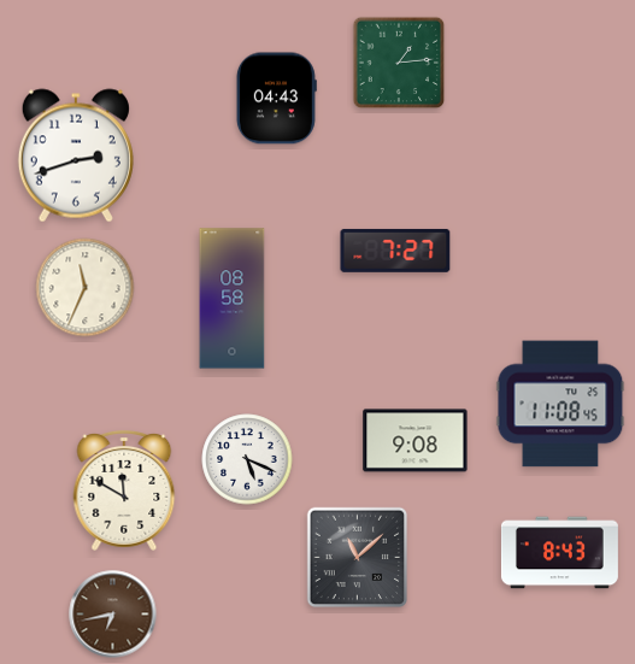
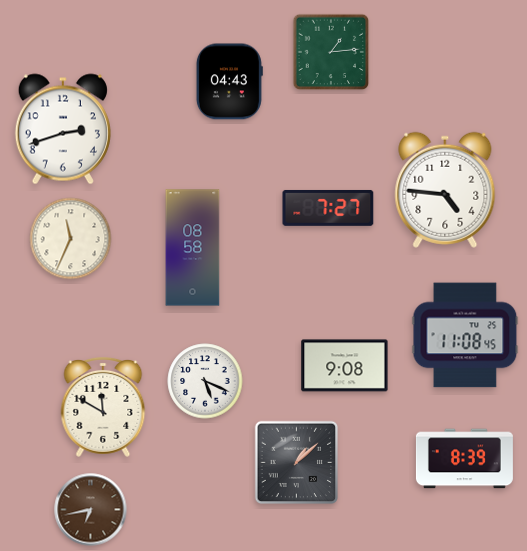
clock at (445, 190): none -> 4:46
clock at (559, 553): 8:43 -> 8:39
clock at (358, 558): 11:08 -> 1:08
clock at (113, 615) position: (113, 615) -> (91, 510)
